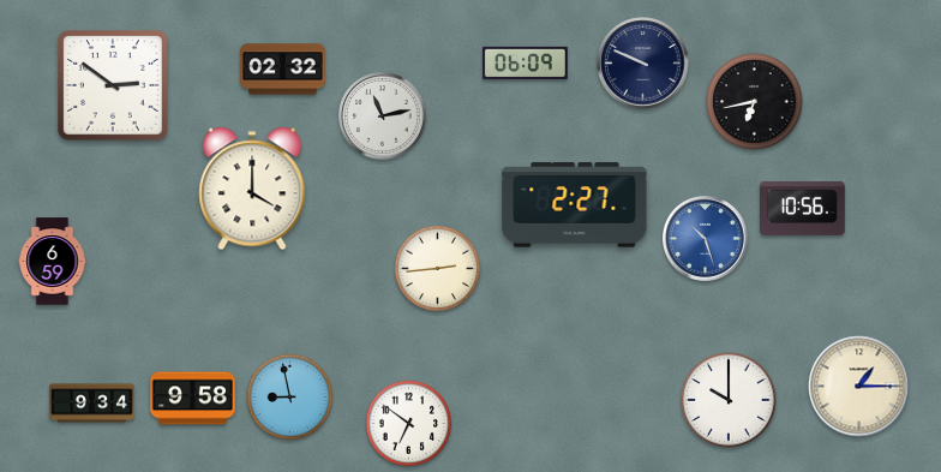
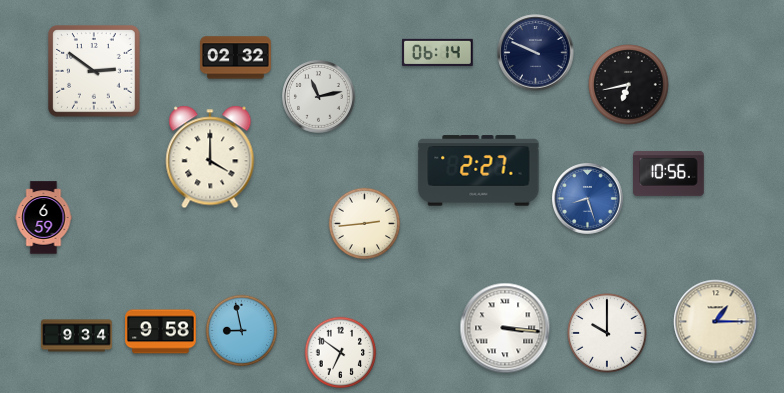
clock at (526, 62): 06:09 -> 06:14
clock at (706, 239): 10:27 -> 8:27
clock at (505, 328): none -> 3:16
